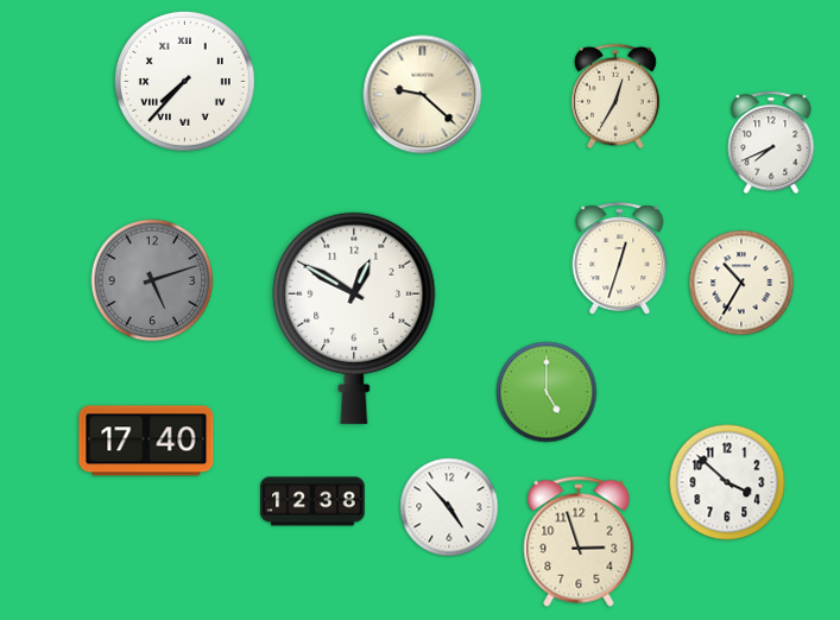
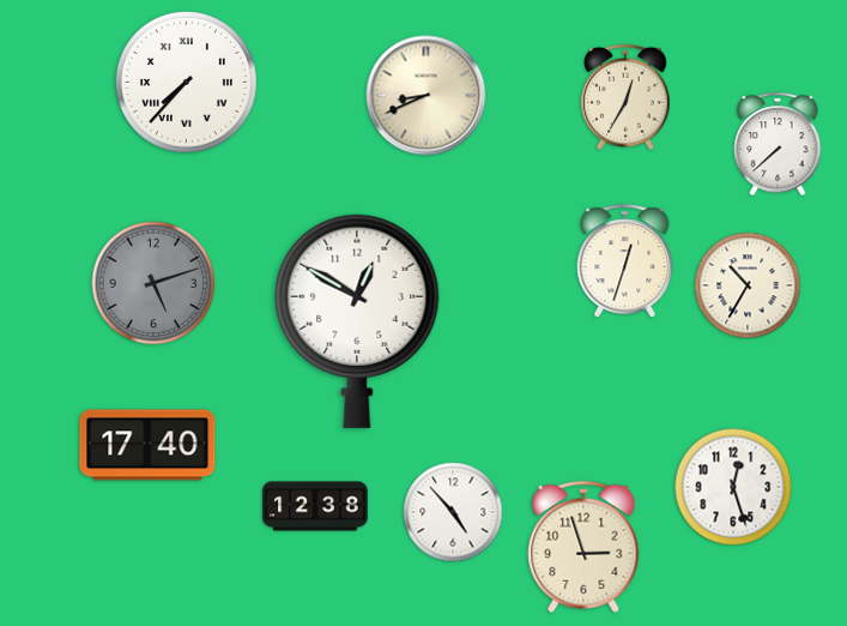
clock at (423, 95): 9:22 -> 8:41
clock at (617, 96) position: (617, 96) -> (627, 97)
clock at (771, 143): 7:41 -> 7:38
clock at (547, 392): 5:00 -> none
clock at (727, 482): 3:52 -> 12:27
